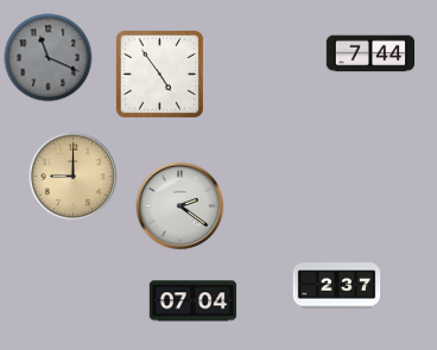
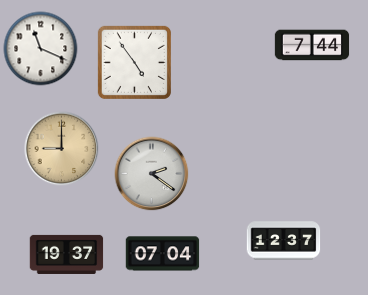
clock at (49, 58) dial: grey -> white
clock at (337, 286): 2:37 -> 12:37
clock at (67, 254): none -> 19:37
